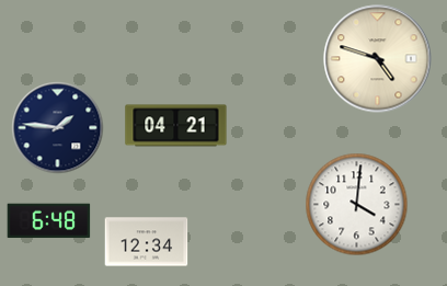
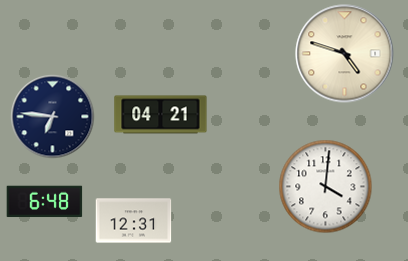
clock at (58, 128): 1:46 -> 6:46
clock at (147, 242): 12:34 -> 12:31
